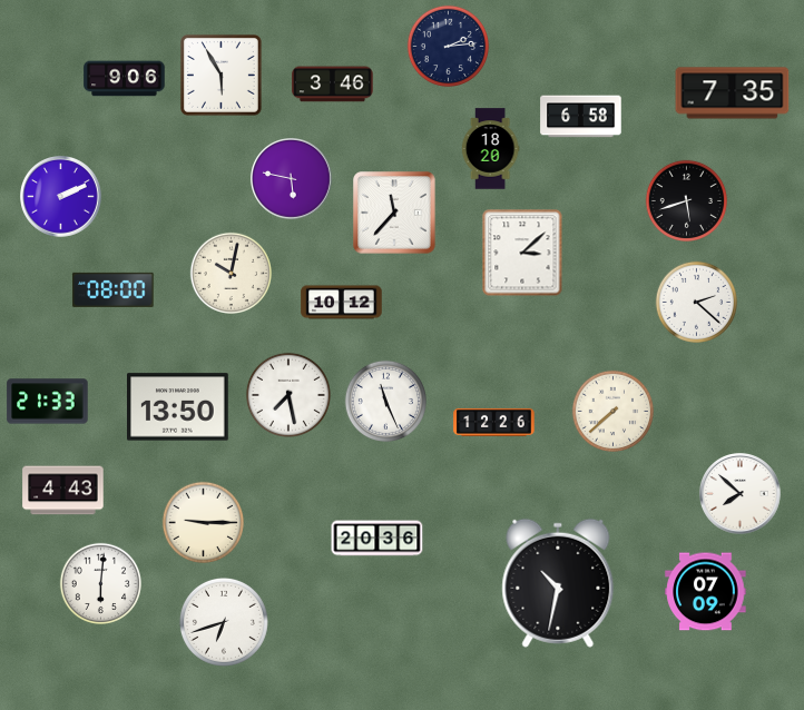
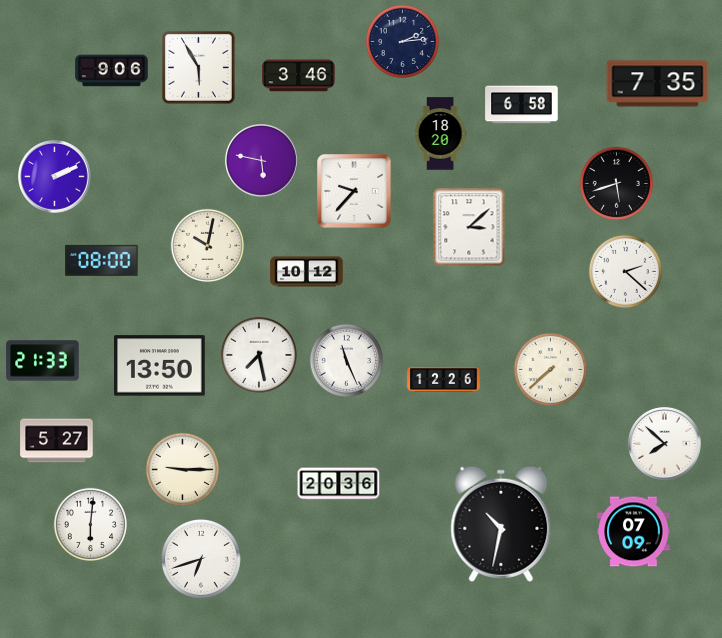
clock at (686, 200) position: (686, 200) -> (616, 183)
clock at (394, 213): 11:37 -> 9:37
clock at (63, 491): 4:43 -> 5:27
